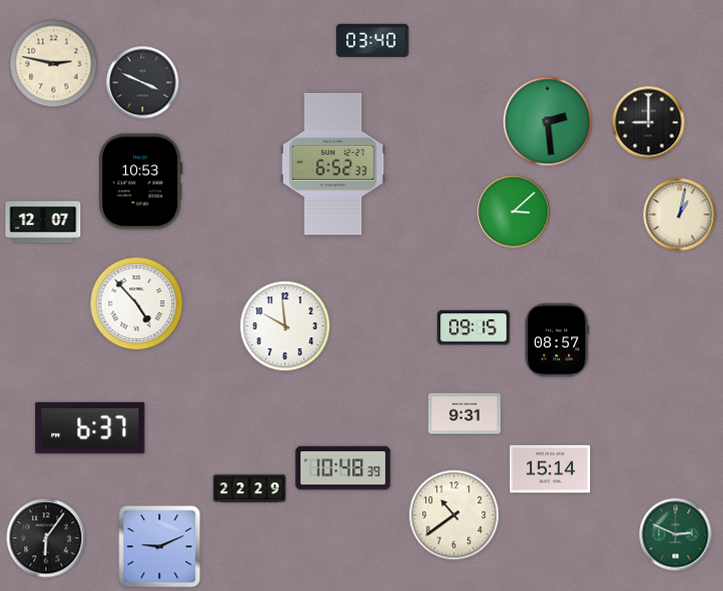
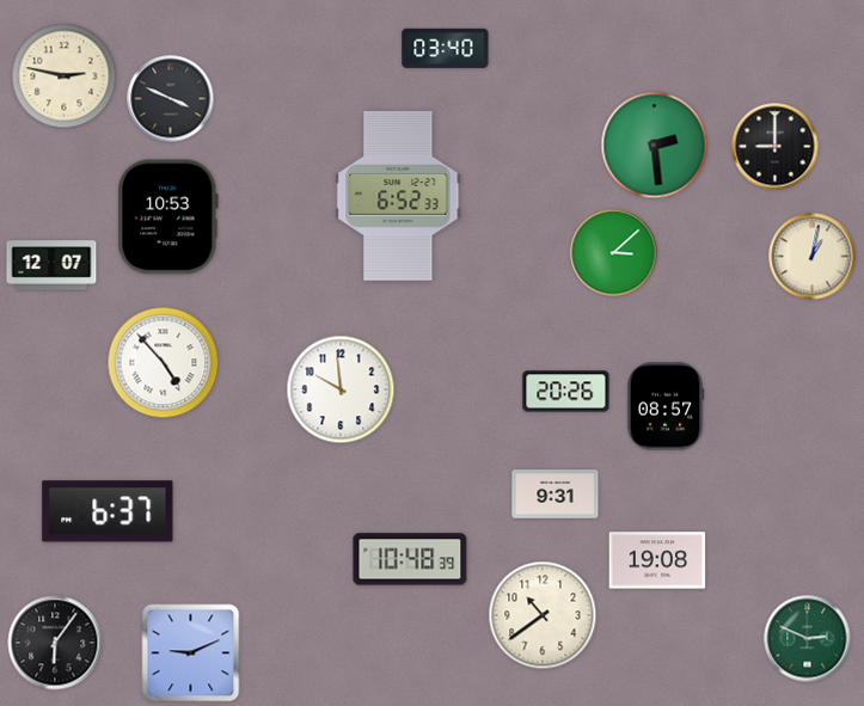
clock at (474, 328): 09:15 -> 20:26
clock at (550, 469): 15:14 -> 19:08
clock at (250, 489): 22:29 -> none
